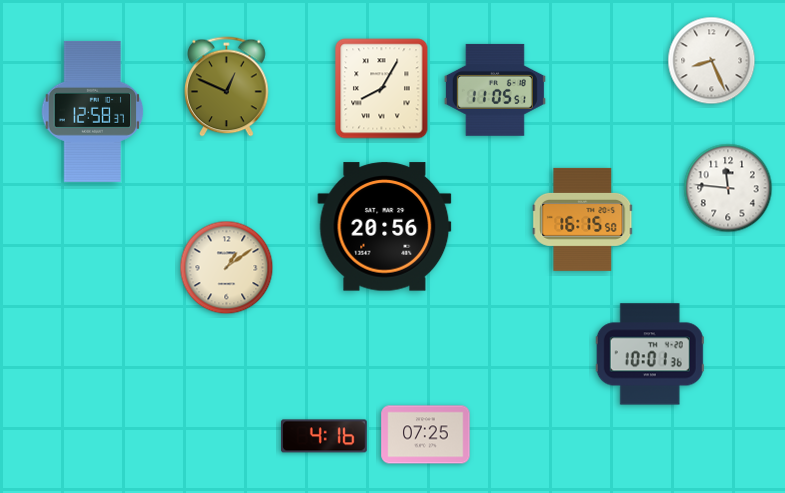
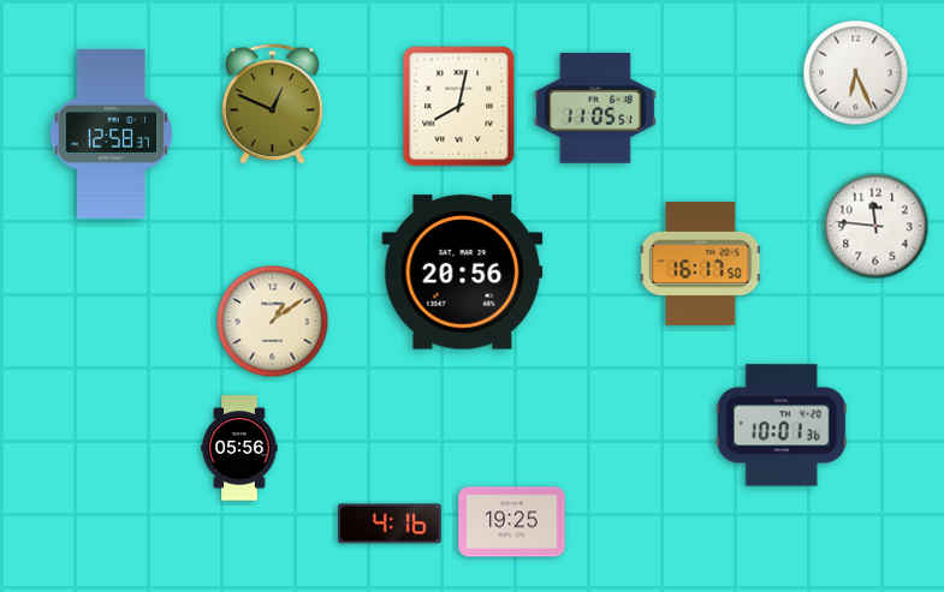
clock at (712, 61): 8:26 -> 6:26
clock at (382, 89): 8:05 -> 8:02
clock at (583, 219): 16:15 -> 16:17
clock at (239, 448): none -> 05:56
clock at (426, 435): 07:25 -> 19:25
